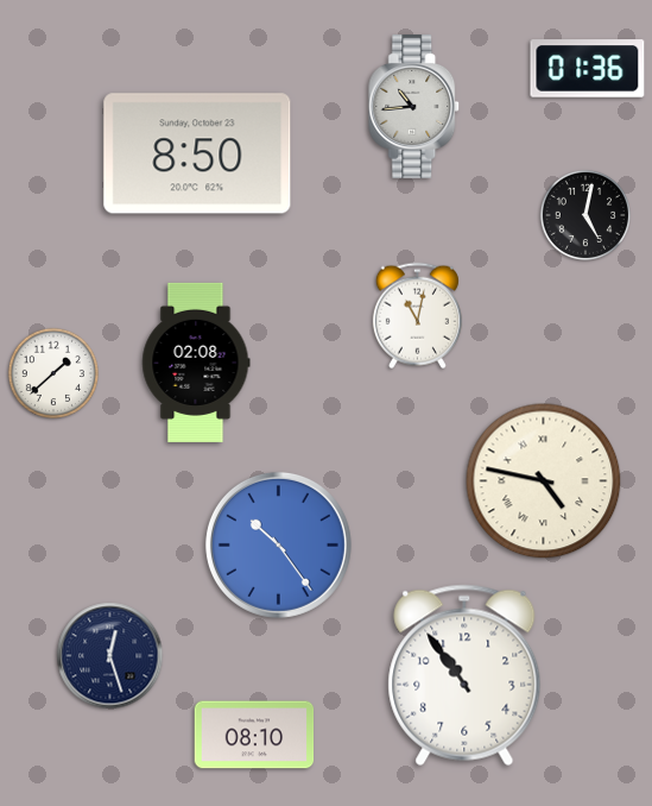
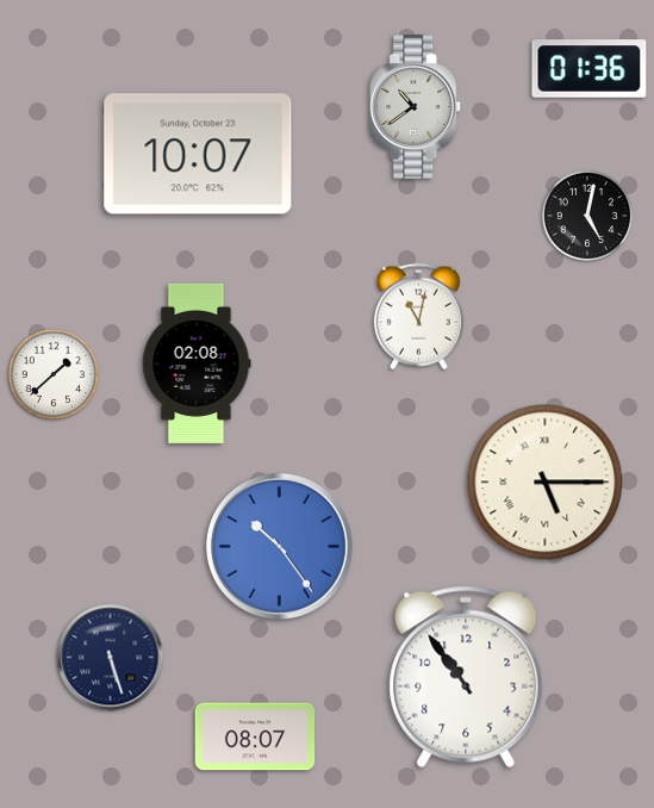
clock at (414, 107): 10:44 -> 10:39
clock at (197, 153): 8:50 -> 10:07
clock at (544, 481): 4:47 -> 5:15
clock at (110, 656): 12:27 -> 5:27
clock at (254, 735): 08:10 -> 08:07
